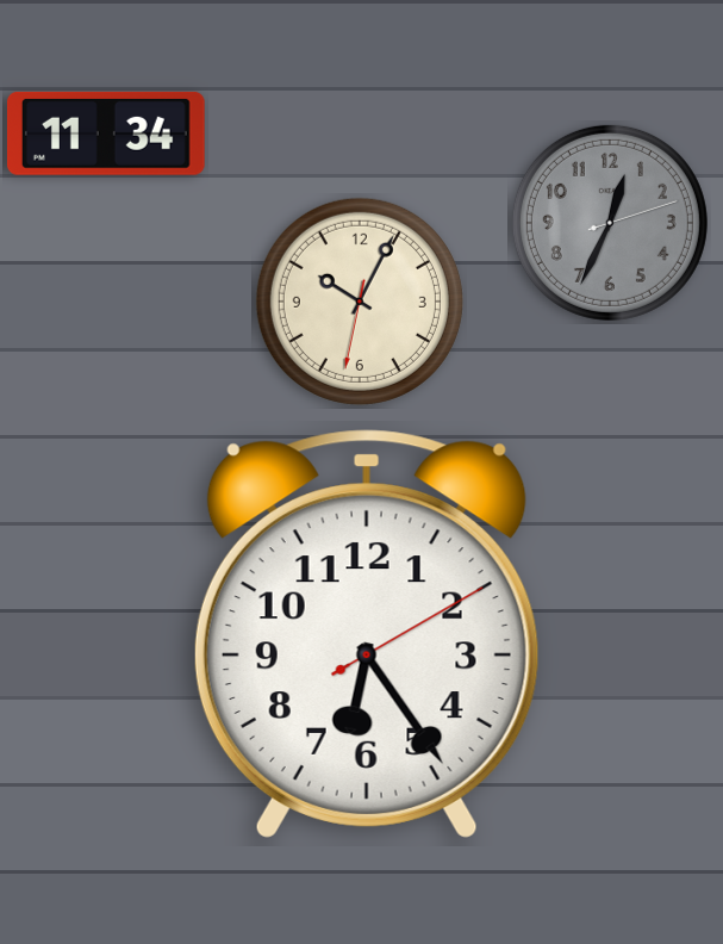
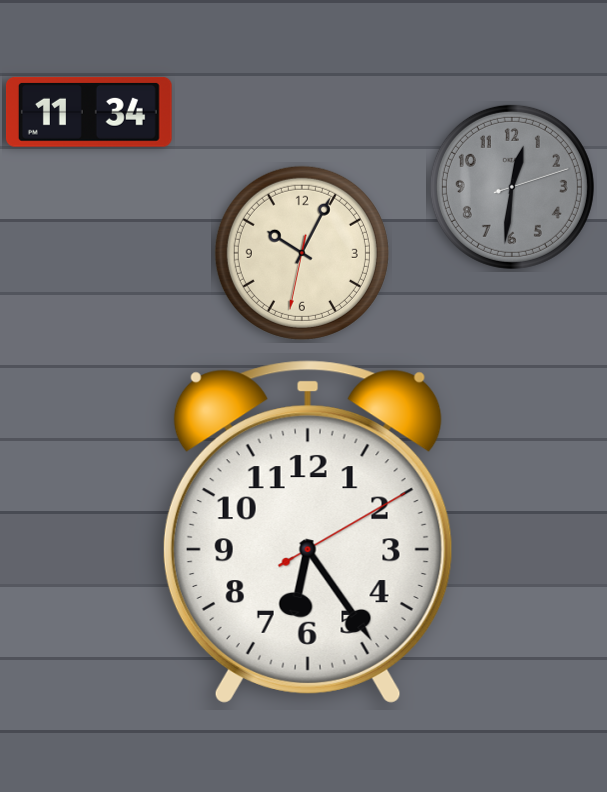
clock at (610, 223): 12:34 -> 12:31
